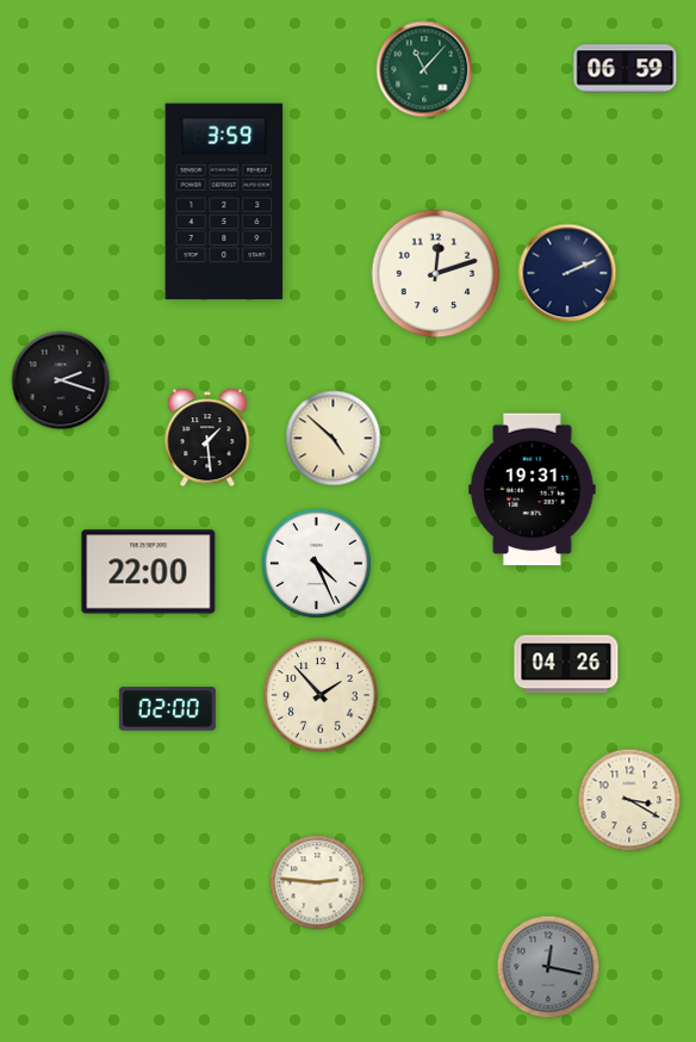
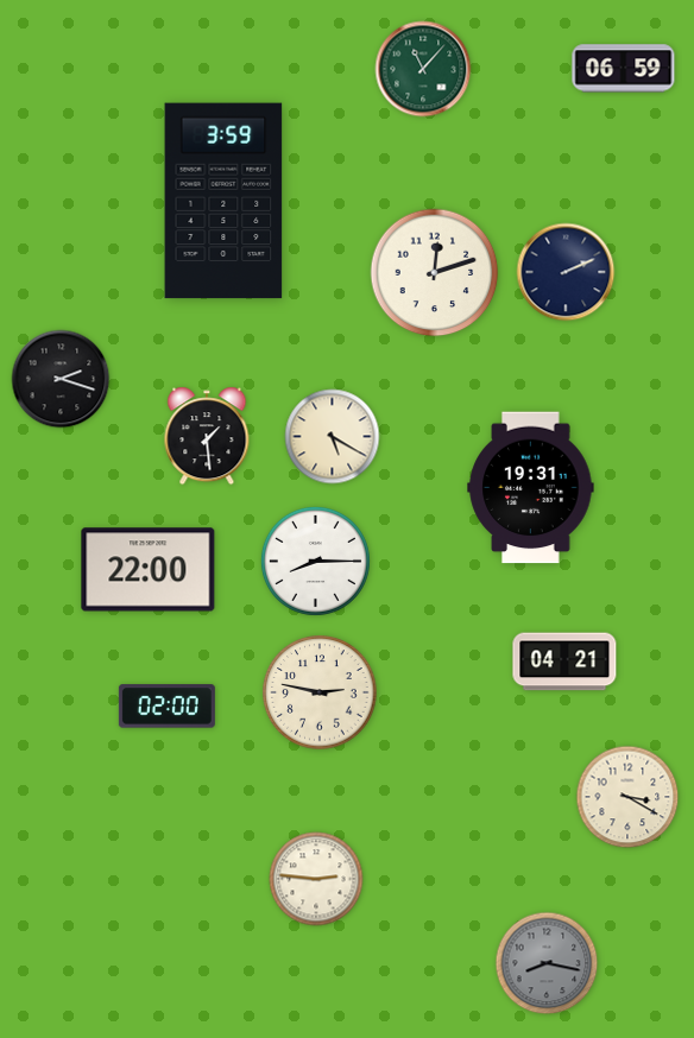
clock at (334, 439): 4:52 -> 5:20
clock at (316, 563): 4:26 -> 8:15
clock at (566, 664): 04:26 -> 04:21
clock at (321, 695): 1:53 -> 2:47
clock at (548, 967): 12:17 -> 8:17
